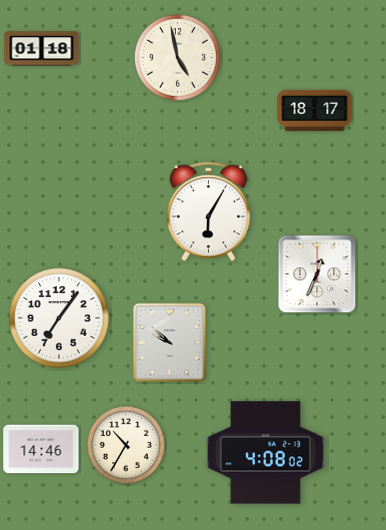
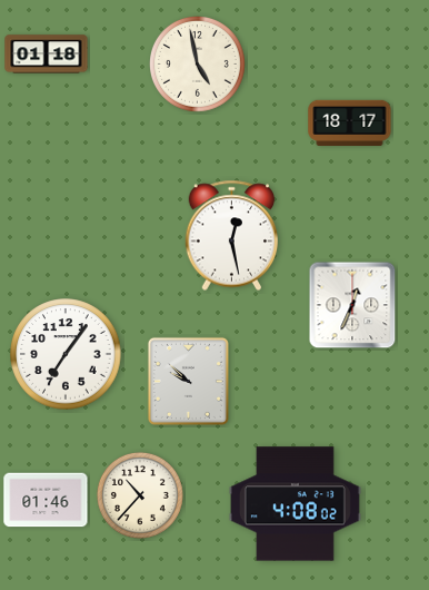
clock at (209, 212): 6:05 -> 12:28
clock at (126, 445): 10:35 -> 10:37
clock at (41, 449): 14:46 -> 01:46
